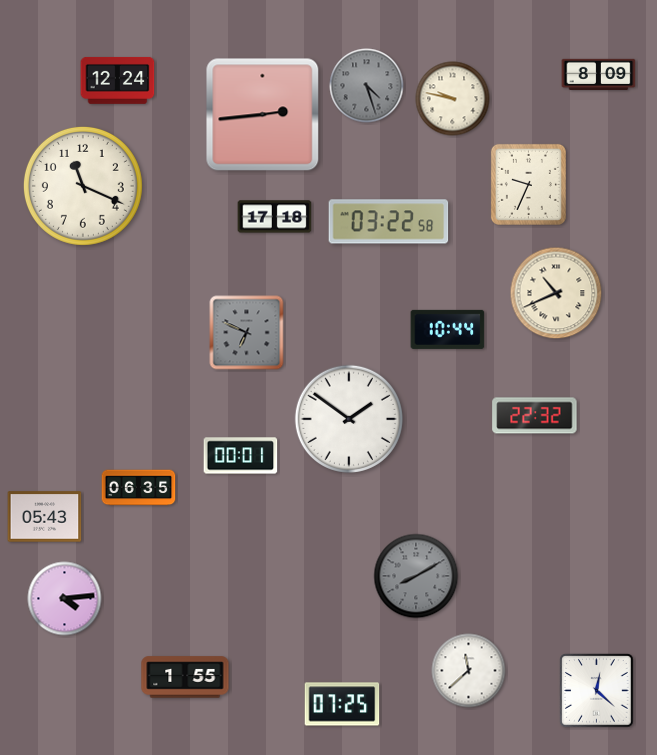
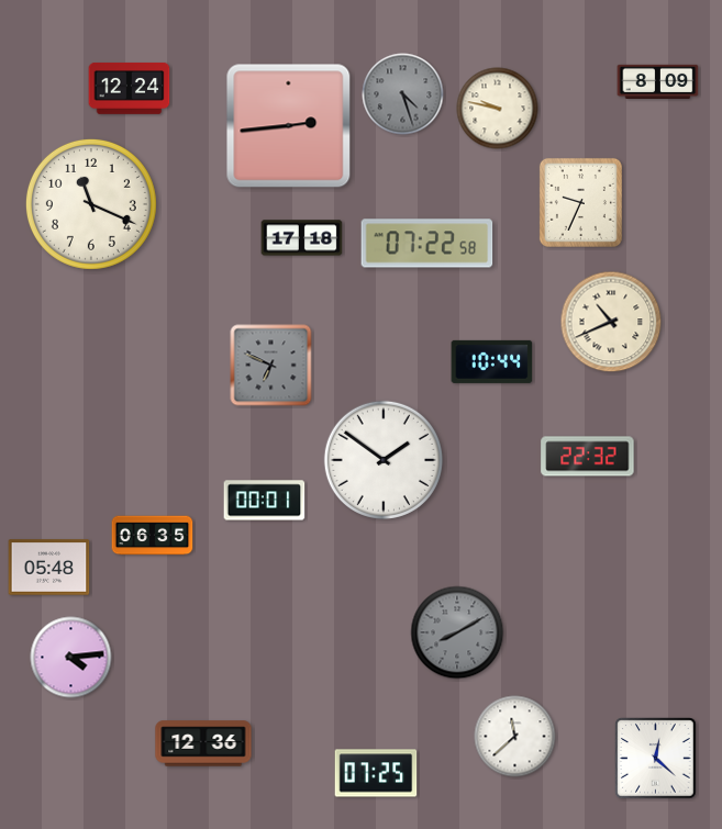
clock at (389, 222): 03:22 -> 07:22
clock at (45, 517): 05:43 -> 05:48
clock at (185, 677): 1:55 -> 12:36
